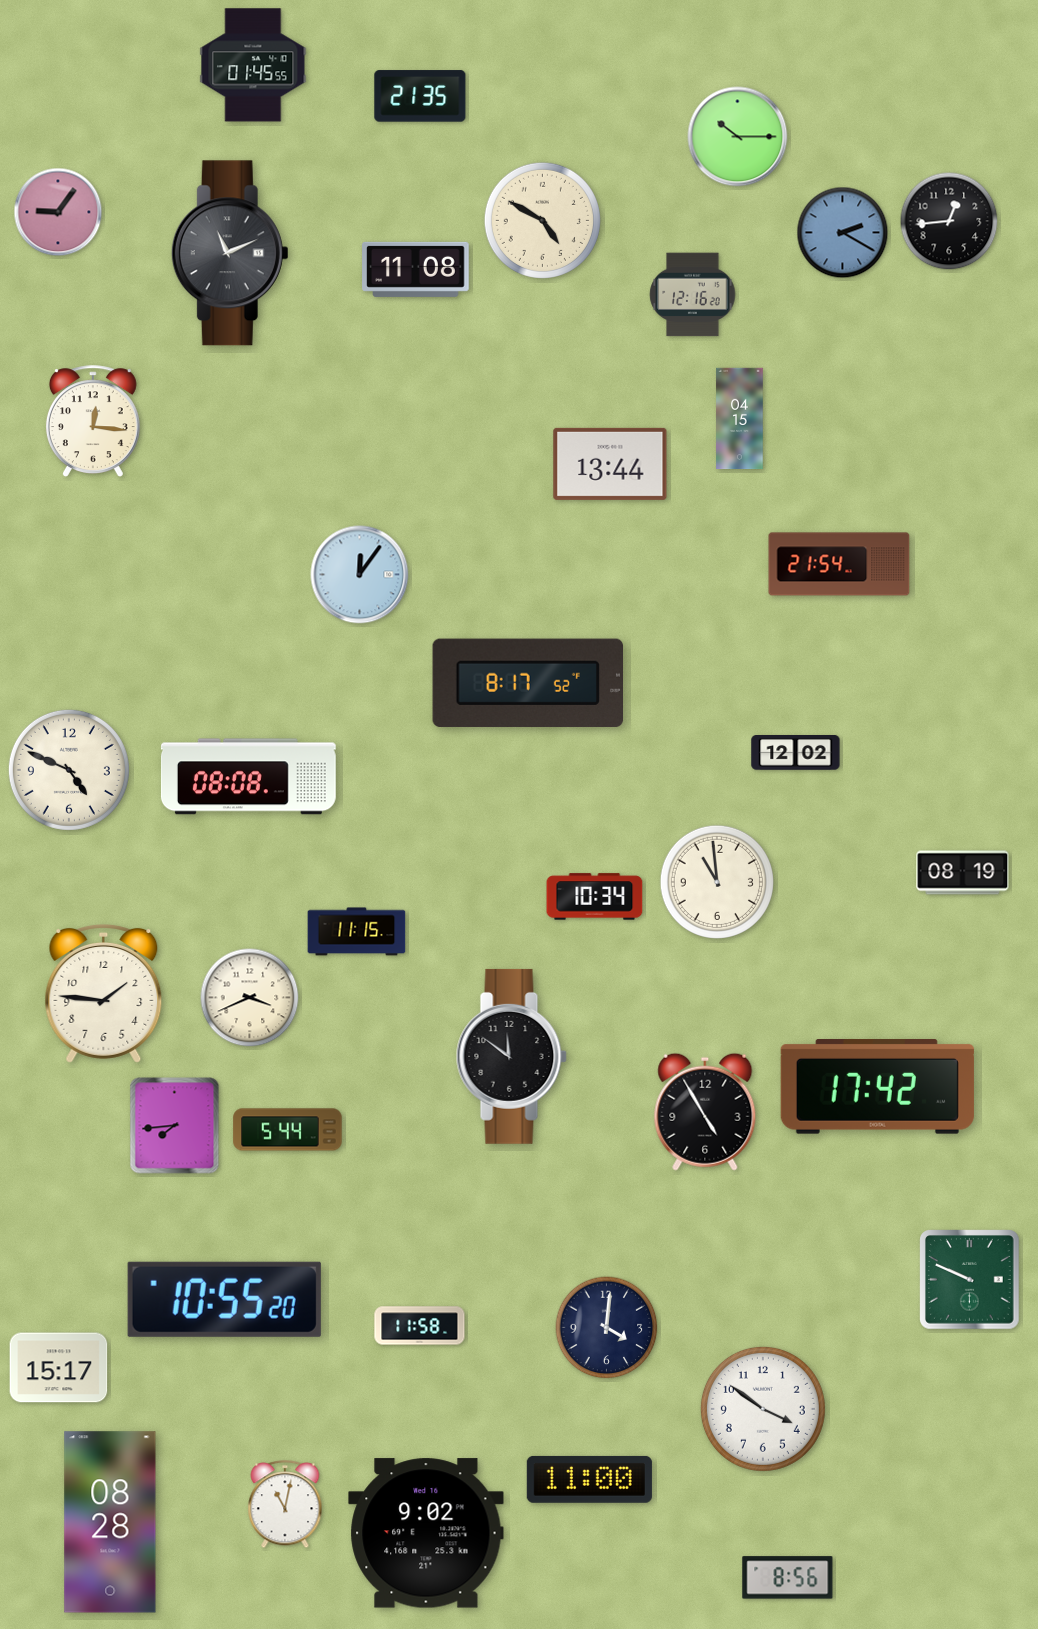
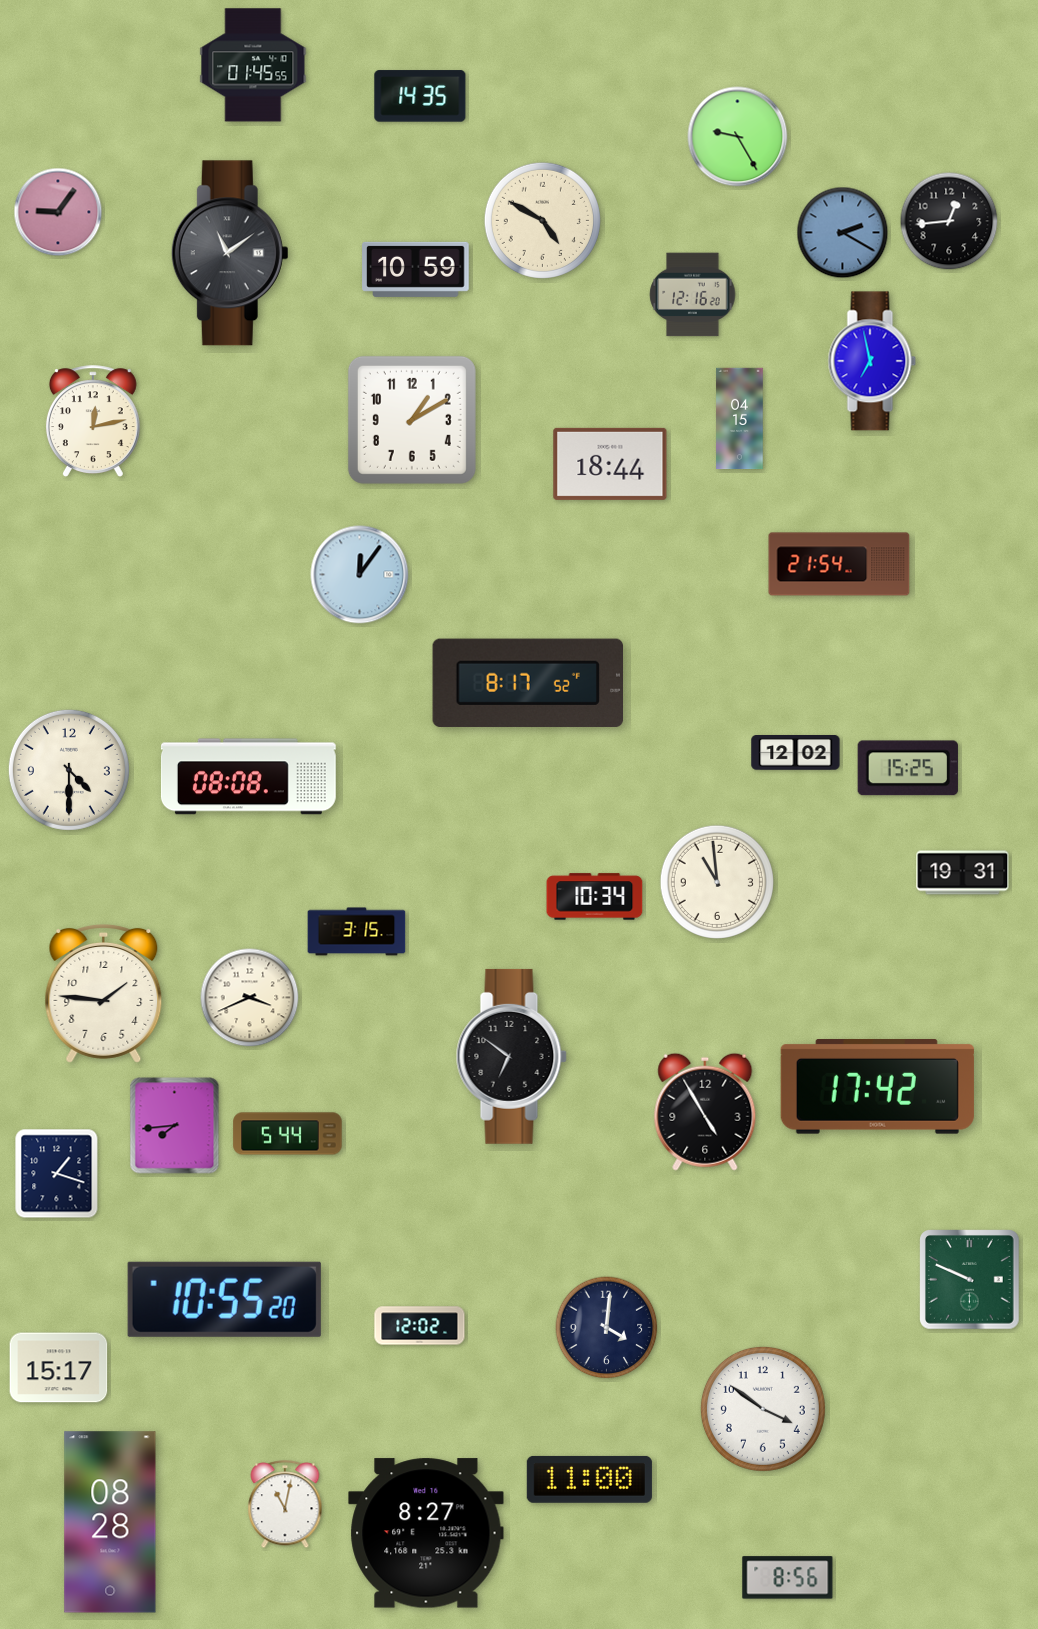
clock at (420, 96): 21:35 -> 14:35
clock at (738, 137): 10:15 -> 9:25
clock at (230, 253): 11:11 -> 11:09
clock at (416, 269): 11:08 -> 10:59
clock at (872, 361): none -> 6:58
clock at (412, 420): none -> 1:10
clock at (93, 421): 12:16 -> 12:13
clock at (610, 464): 13:44 -> 18:44
clock at (908, 768): none -> 15:25
clock at (69, 770): 4:49 -> 4:30
clock at (963, 873): 08:19 -> 19:31
clock at (357, 932): 11:15 -> 3:15
clock at (511, 1056): 11:51 -> 6:51
clock at (288, 1130) position: (288, 1130) -> (288, 1134)
clock at (57, 1174): none -> 1:18
clock at (420, 1326): 11:58 -> 12:02
clock at (426, 1533): 9:02 -> 8:27
